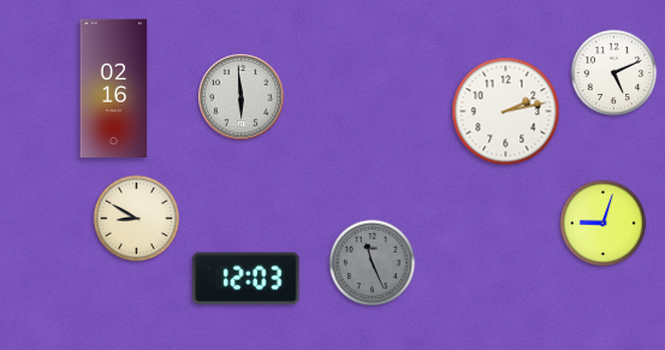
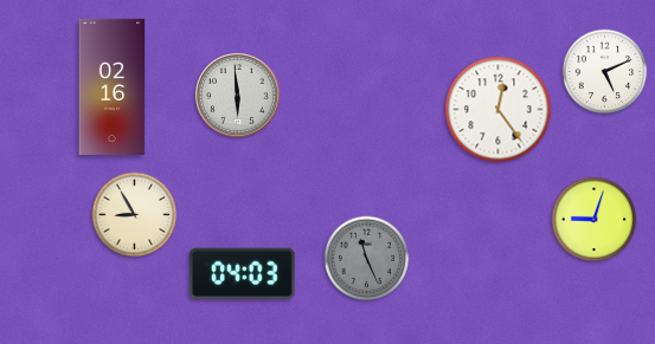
clock at (506, 112): 2:13 -> 12:24
clock at (137, 219): 8:50 -> 8:55
clock at (247, 278): 12:03 -> 04:03
